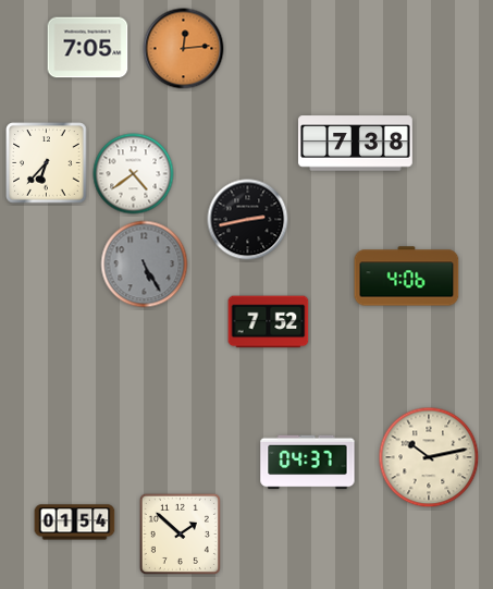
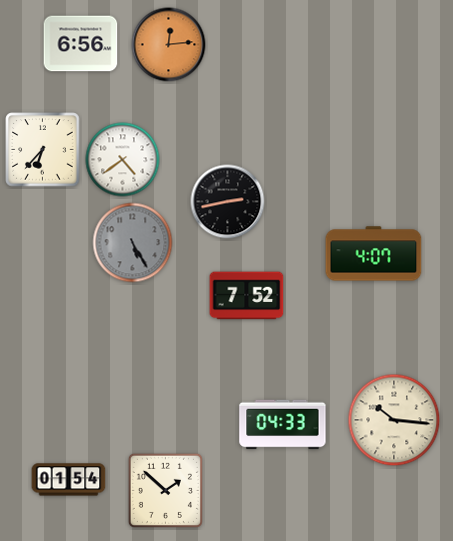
clock at (88, 48): 7:05 -> 6:56
clock at (356, 144): 7:38 -> none
clock at (407, 277): 4:06 -> 4:07
clock at (429, 457): 10:13 -> 10:16
clock at (308, 463): 04:37 -> 04:33
